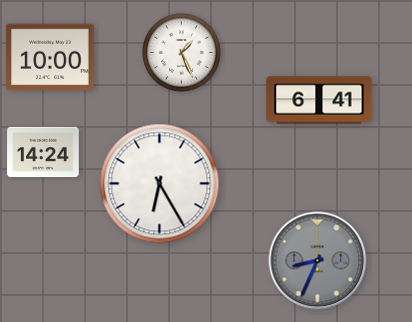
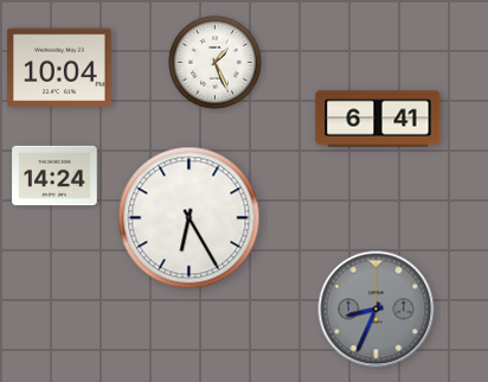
clock at (50, 57): 10:00 -> 10:04
clock at (43, 152) position: (43, 152) -> (54, 176)
